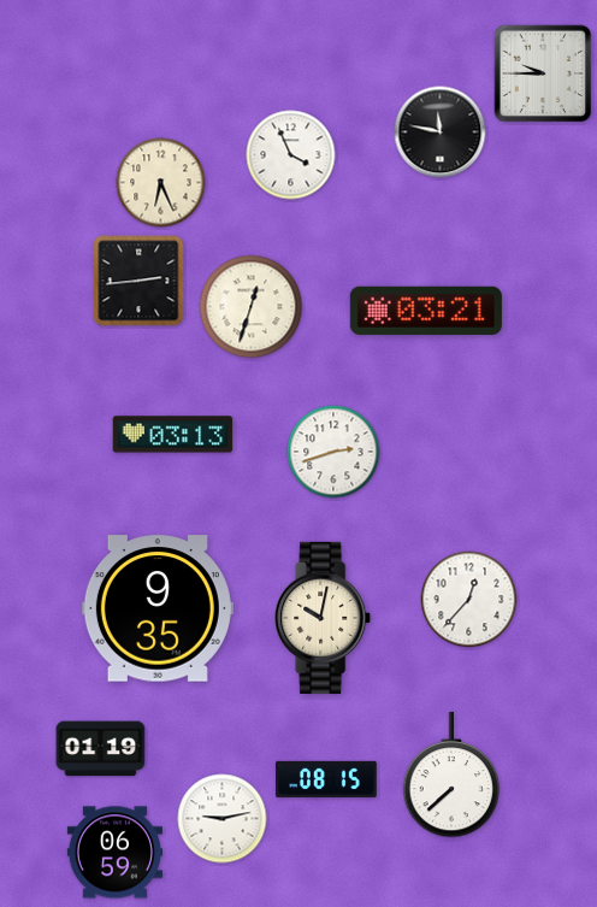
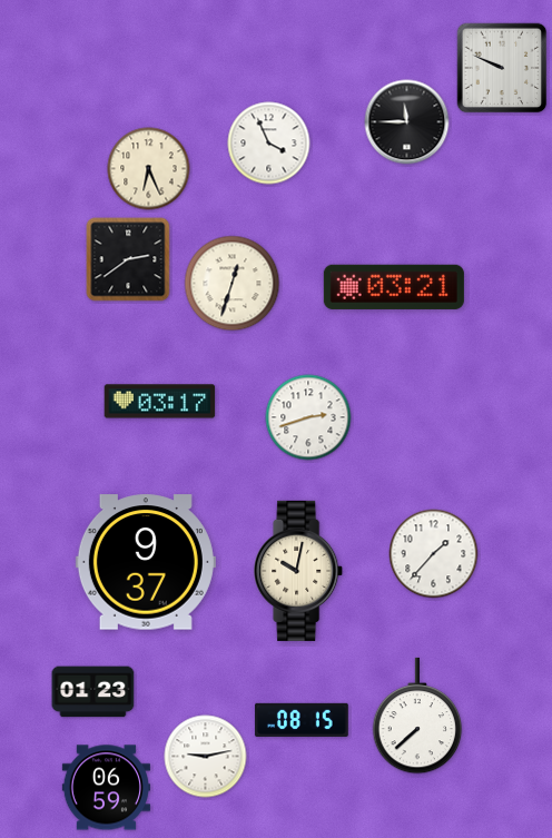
clock at (543, 73): 9:45 -> 9:49
clock at (441, 132): 11:47 -> 11:45
clock at (138, 281): 2:44 -> 2:39
clock at (173, 435): 03:13 -> 03:17
clock at (469, 600): 12:37 -> 1:37
clock at (158, 608): 9:35 -> 9:37
clock at (101, 749): 01:19 -> 01:23
